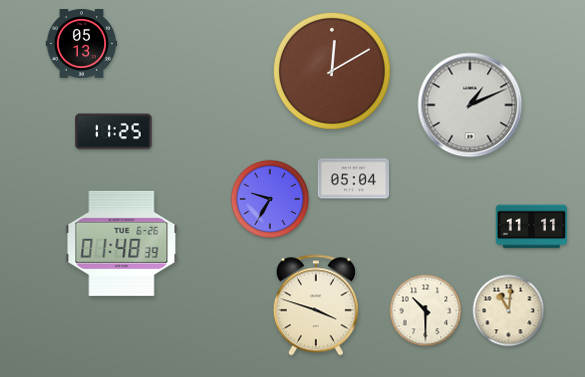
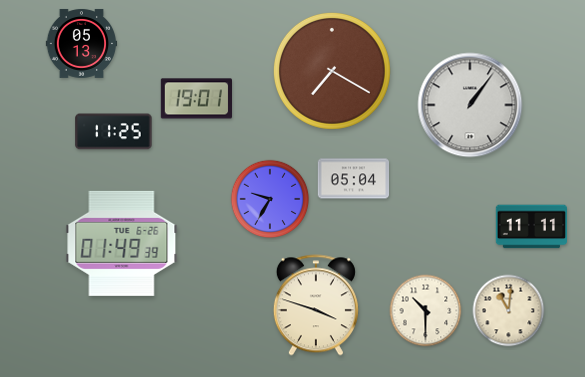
clock at (332, 71): 12:10 -> 7:20
clock at (196, 99): none -> 19:01
clock at (470, 105): 1:11 -> 1:06
clock at (122, 243): 01:48 -> 01:49
